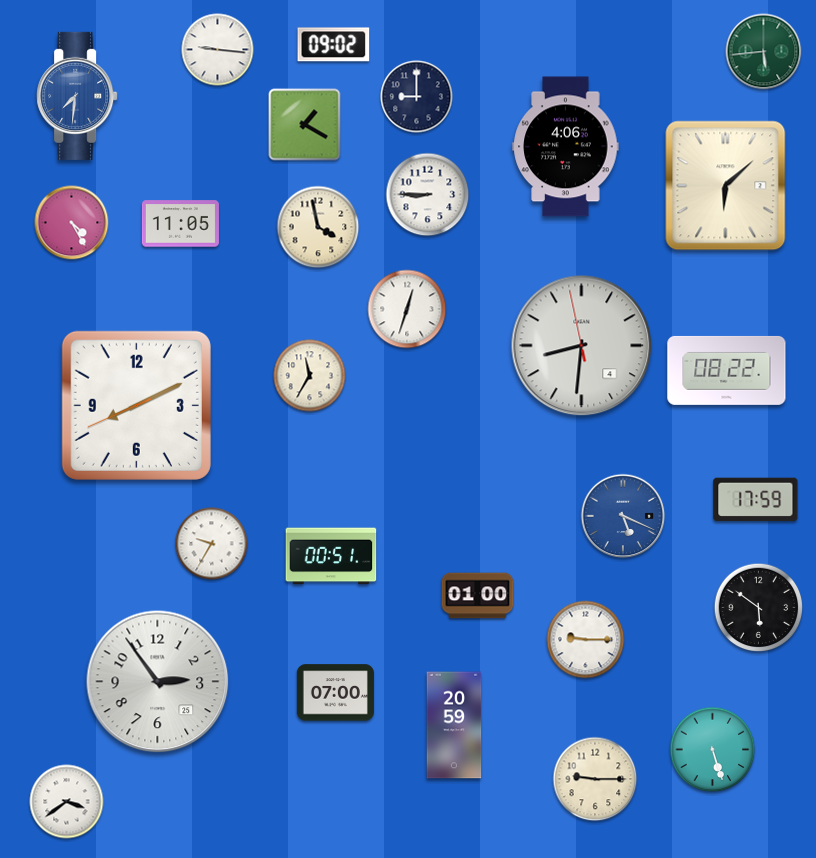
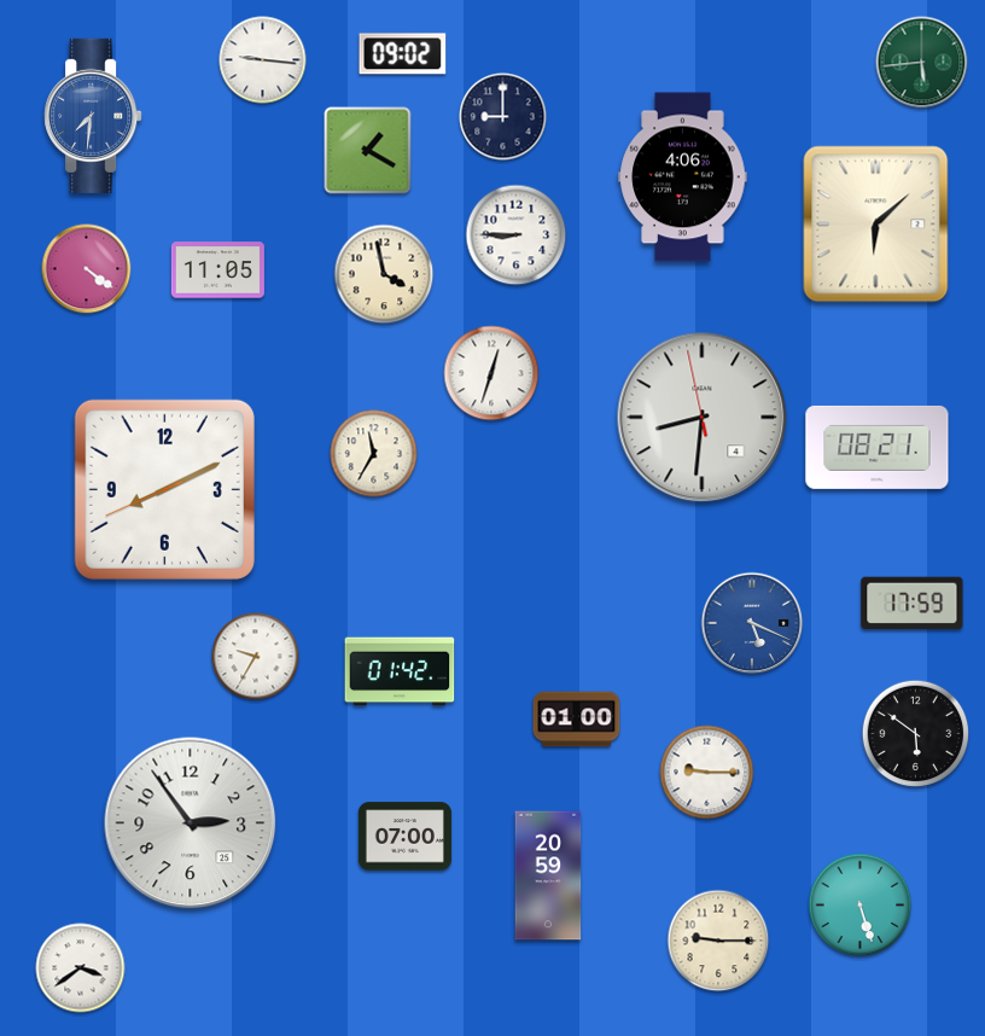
clock at (72, 223): 4:25 -> 4:21
clock at (727, 370): 08:22 -> 08:21
clock at (331, 556): 00:51 -> 01:42
